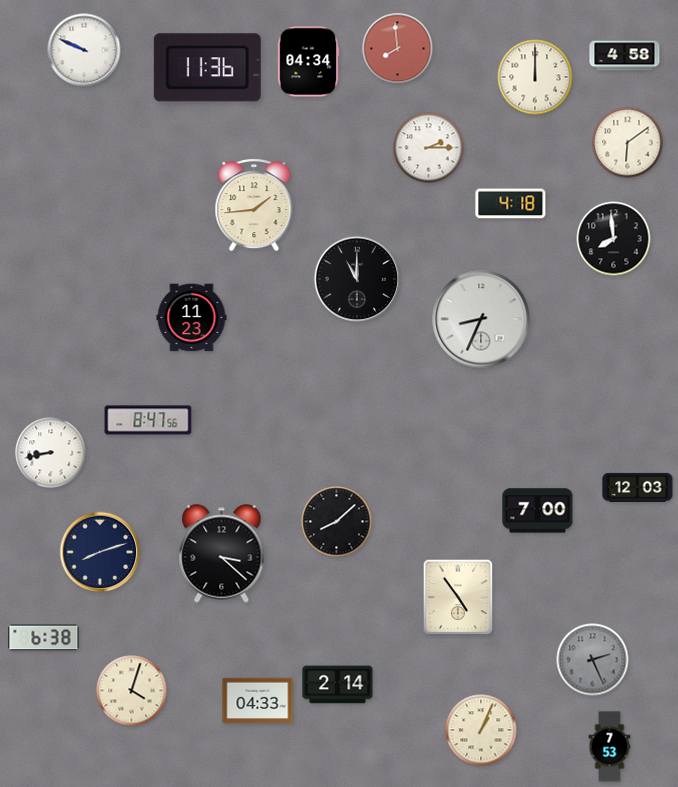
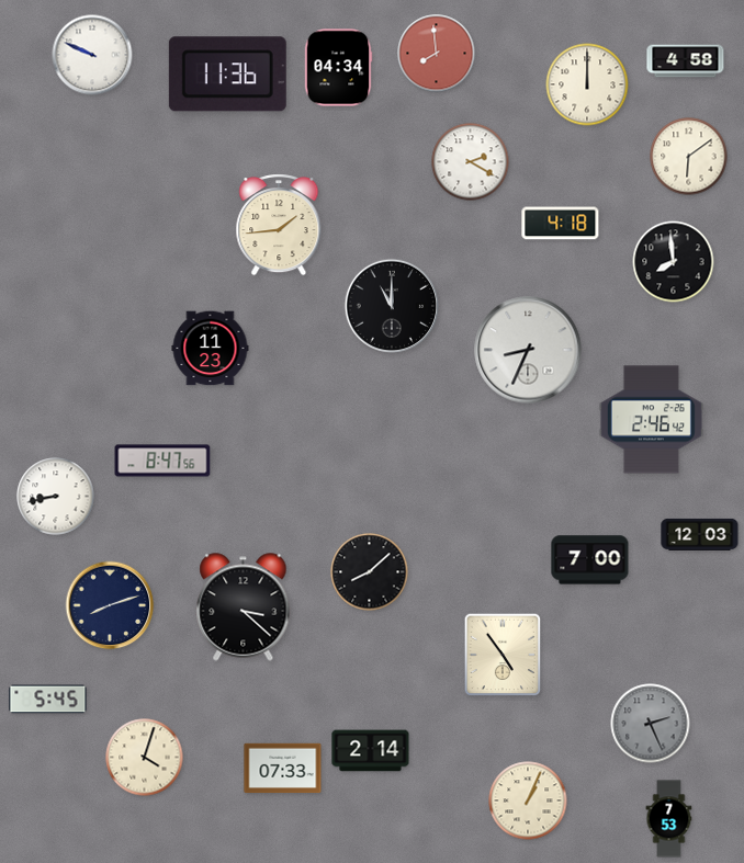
clock at (429, 148): 2:15 -> 2:20
clock at (651, 420): none -> 2:46
clock at (44, 638): 6:38 -> 5:45
clock at (258, 701): 04:33 -> 07:33
